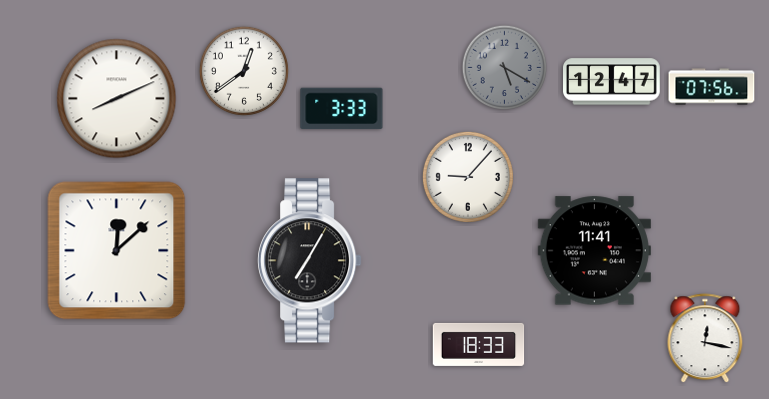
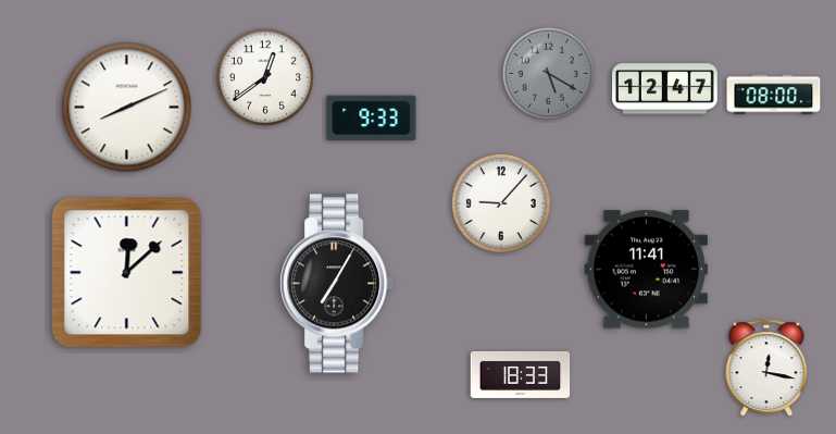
clock at (712, 87): 07:56 -> 08:00
clock at (342, 109): 3:33 -> 9:33
clock at (468, 177) position: (468, 177) -> (501, 203)
clock at (594, 251) position: (594, 251) -> (646, 270)
